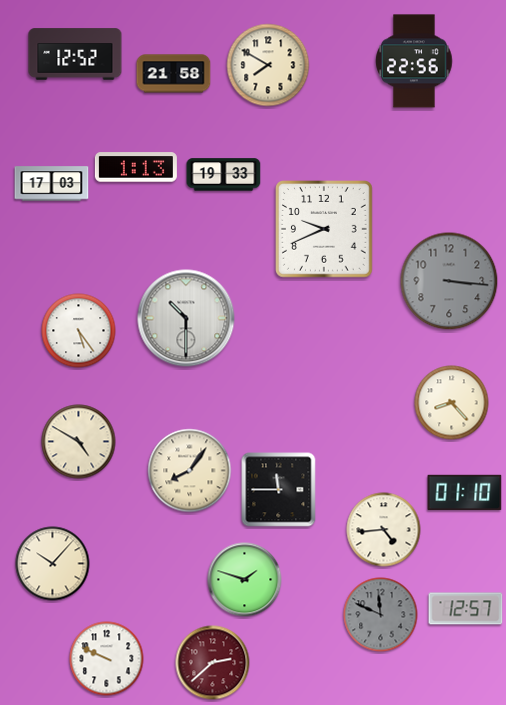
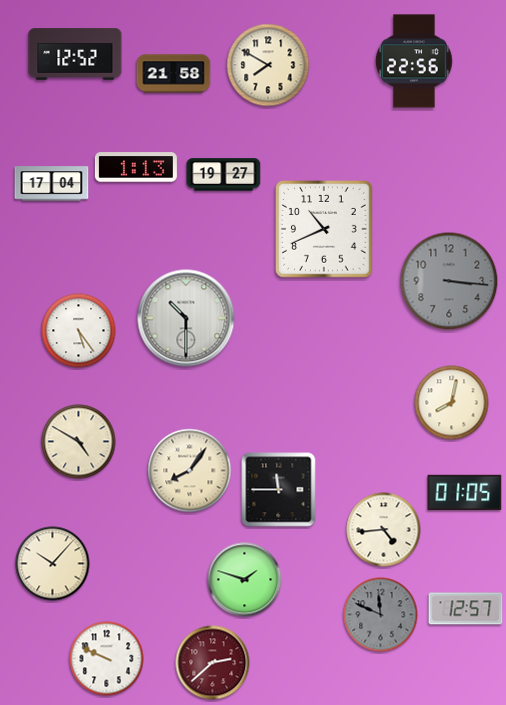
clock at (224, 175): 19:33 -> 19:27
clock at (52, 184): 17:03 -> 17:04
clock at (325, 230): 9:41 -> 10:41
clock at (452, 403): 8:23 -> 8:02
clock at (465, 493): 01:10 -> 01:05
